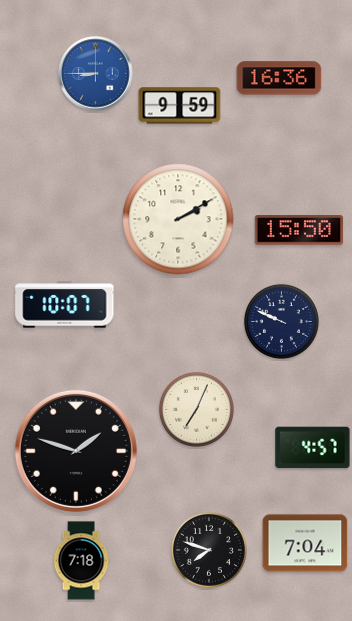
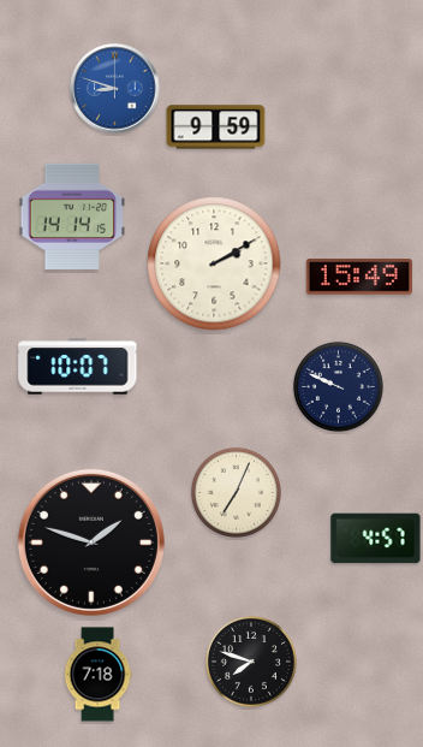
clock at (96, 74): 8:45 -> 8:48
clock at (279, 78): 16:36 -> none
clock at (71, 215): none -> 14:14
clock at (299, 230): 15:50 -> 15:49
clock at (305, 543): 7:04 -> none
